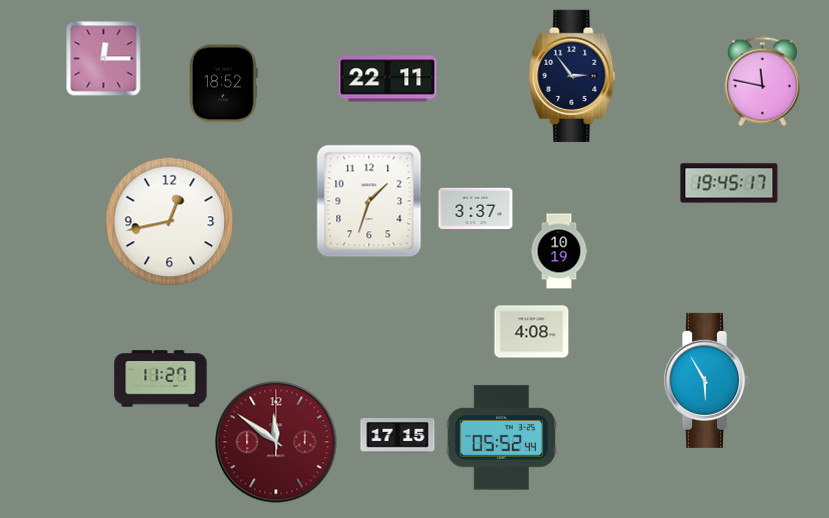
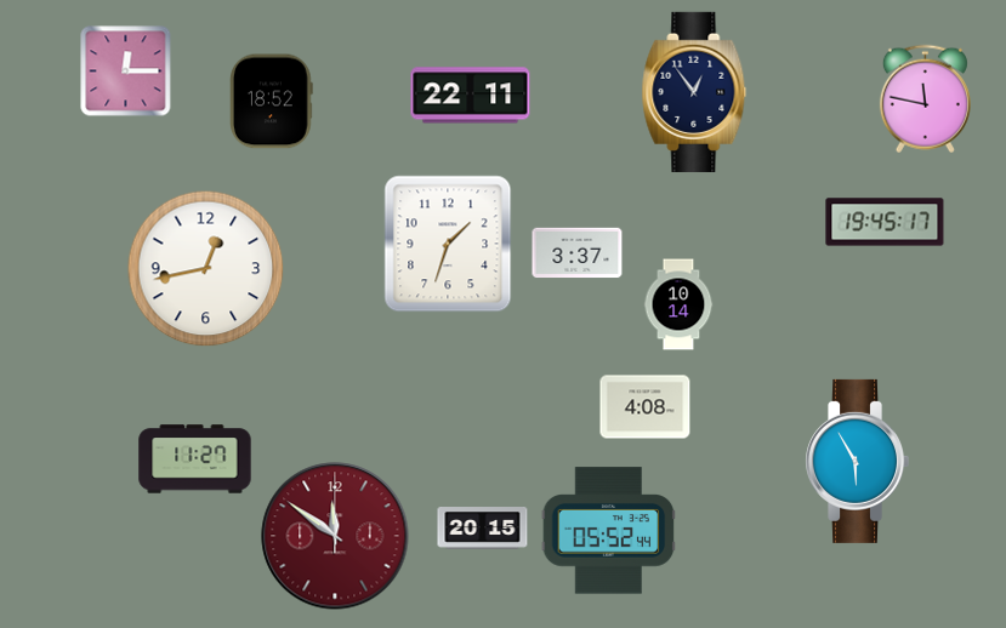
clock at (572, 76): 2:54 -> 12:54
clock at (559, 251): 10:19 -> 10:14
clock at (532, 332) position: (532, 332) -> (646, 407)
clock at (398, 436): 17:15 -> 20:15
